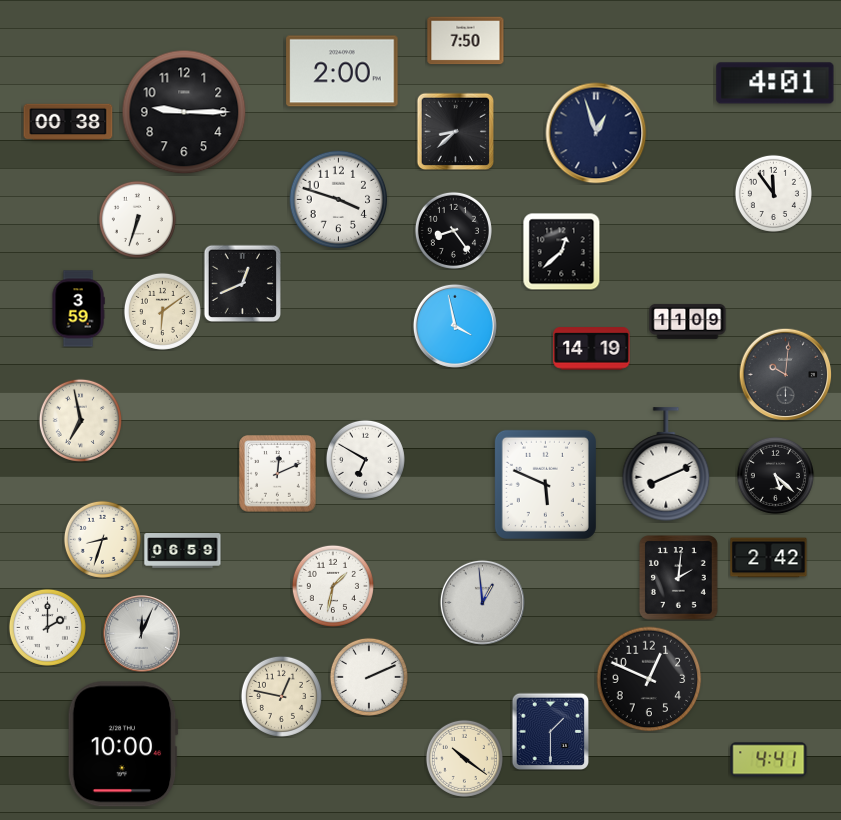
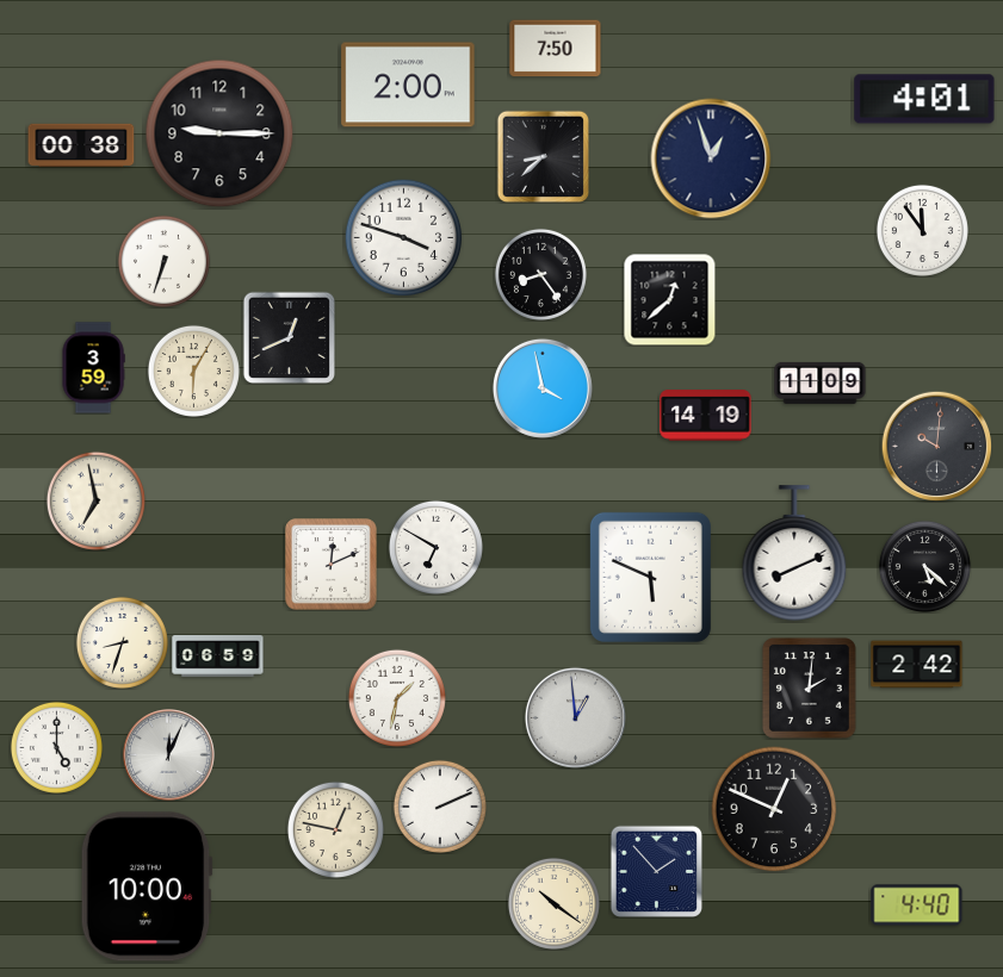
clock at (162, 311): 6:09 -> 6:05
clock at (47, 627): 2:00 -> 5:00
clock at (550, 731): 1:30 -> 1:53
clock at (769, 760): 4:41 -> 4:40
